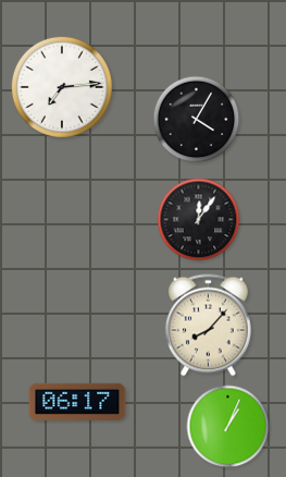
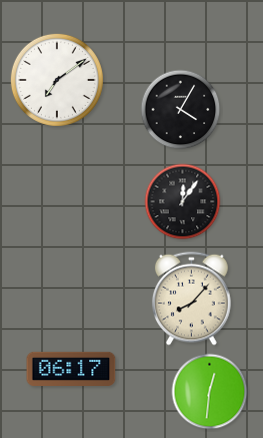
clock at (62, 87): 7:14 -> 7:09
clock at (228, 427): 1:04 -> 12:31
